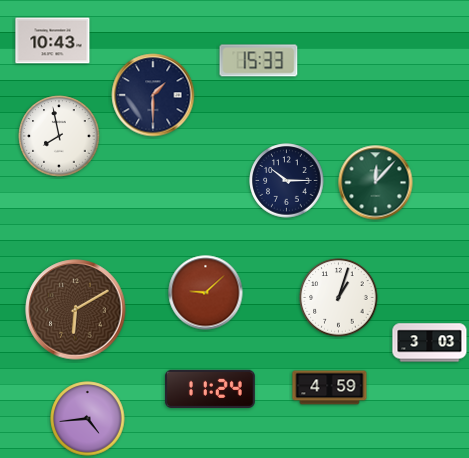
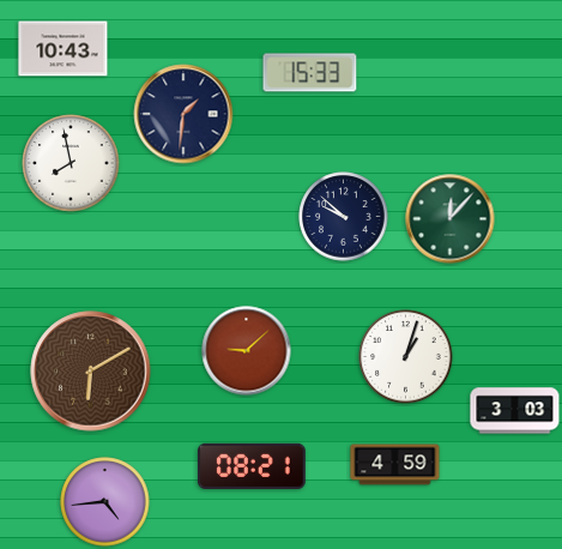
clock at (153, 95): 1:30 -> 1:31
clock at (287, 181): 10:15 -> 9:52
clock at (210, 388): 11:24 -> 08:21
